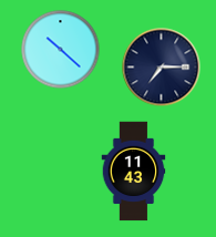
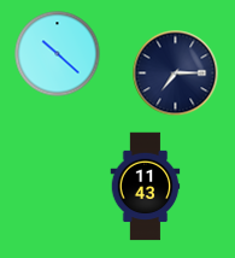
clock at (61, 50) position: (61, 50) -> (58, 54)
